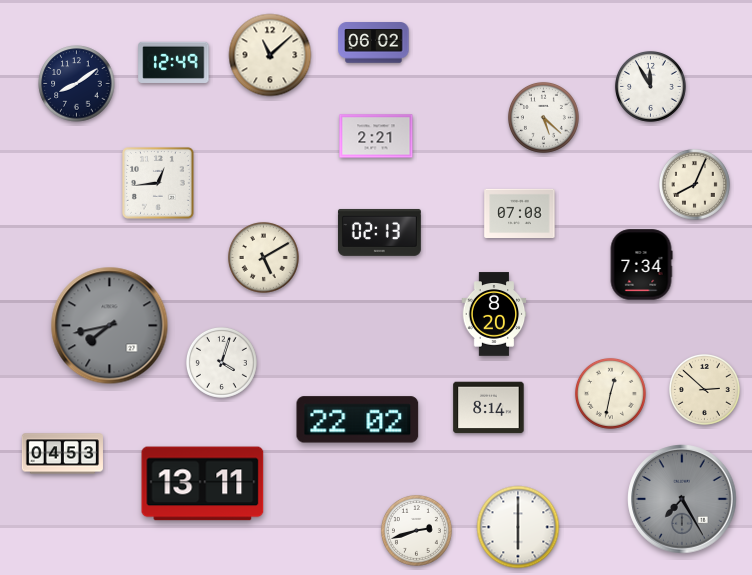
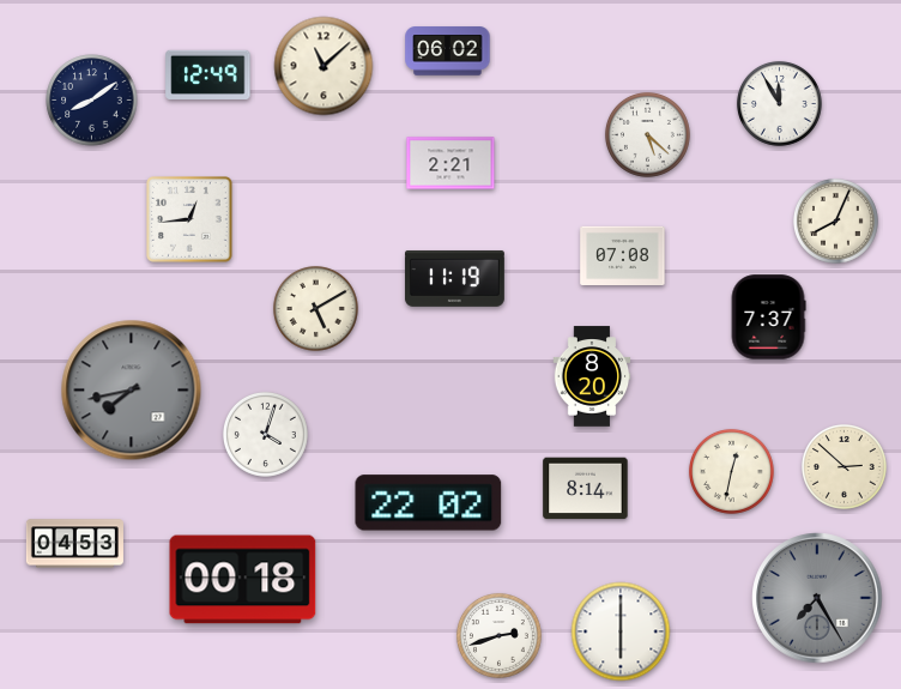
clock at (543, 117) position: (543, 117) -> (647, 134)
clock at (694, 184) position: (694, 184) -> (835, 220)
clock at (379, 232): 02:13 -> 11:19
clock at (641, 265): 7:34 -> 7:37
clock at (203, 484): 13:11 -> 00:18
